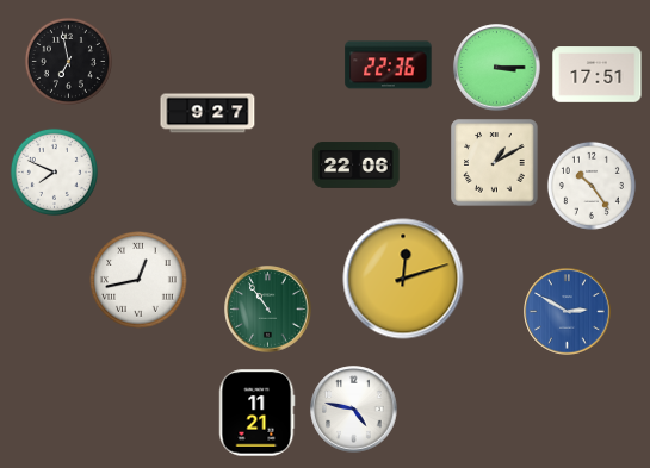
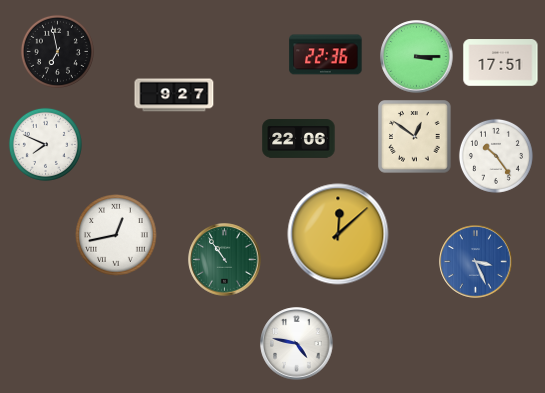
clock at (495, 163): 1:10 -> 12:51
clock at (403, 279): 12:12 -> 12:08
clock at (568, 312): 2:50 -> 3:26
clock at (256, 413): 11:21 -> none
